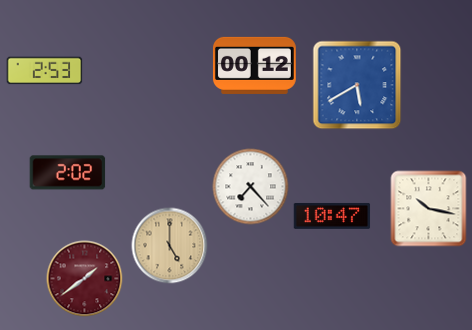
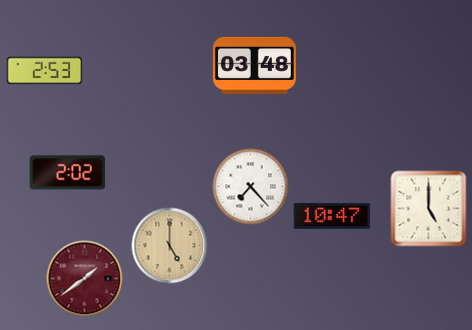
clock at (254, 65): 00:12 -> 03:48
clock at (357, 85): 5:40 -> none
clock at (429, 209): 10:17 -> 5:00
